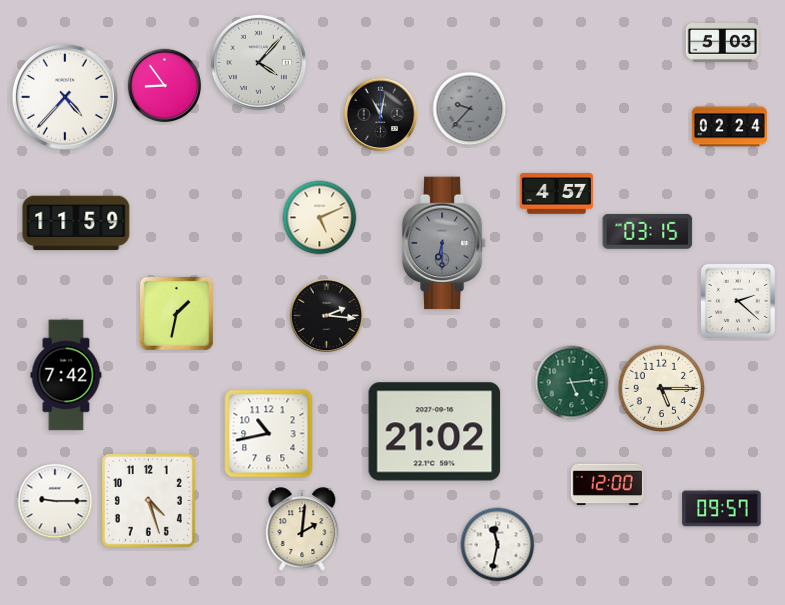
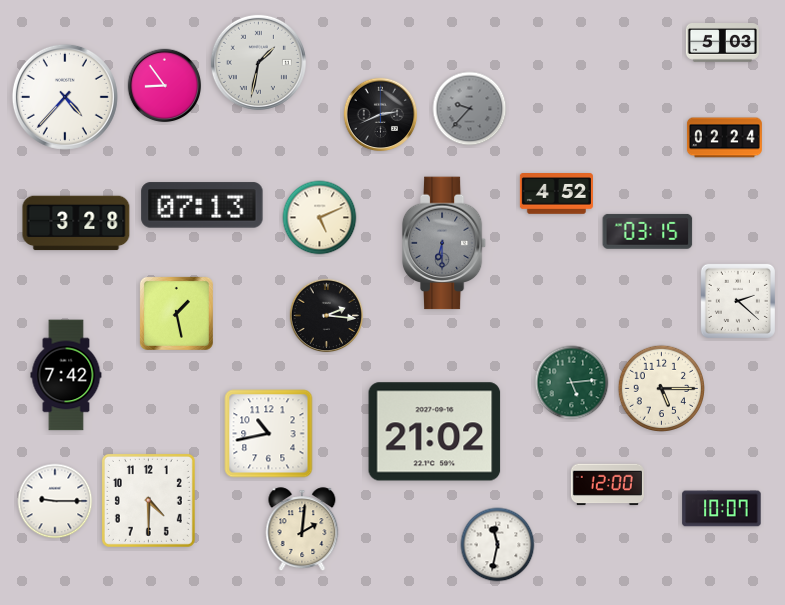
clock at (258, 62): 4:07 -> 1:32
clock at (381, 115): 11:02 -> 2:41
clock at (729, 127) position: (729, 127) -> (724, 138)
clock at (556, 194): 4:57 -> 4:52
clock at (202, 205): none -> 07:13
clock at (76, 223): 11:59 -> 3:28
clock at (176, 313): 1:32 -> 1:28
clock at (148, 500): 4:27 -> 4:30
clock at (722, 509): 09:57 -> 10:07
